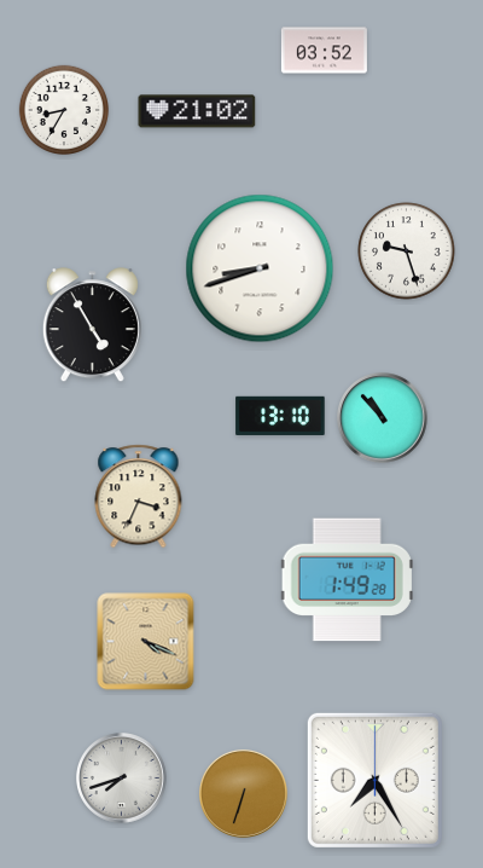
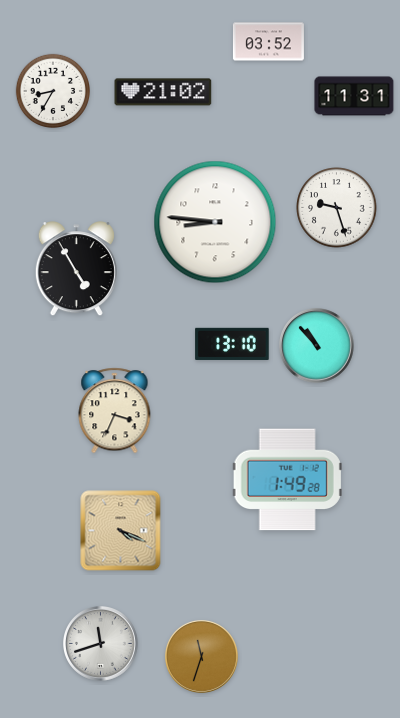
clock at (354, 96): none -> 11:31
clock at (260, 268): 8:42 -> 8:46
clock at (122, 779): 7:42 -> 11:42
clock at (374, 780): 7:25 -> none
clock at (243, 793): 6:33 -> 11:33
